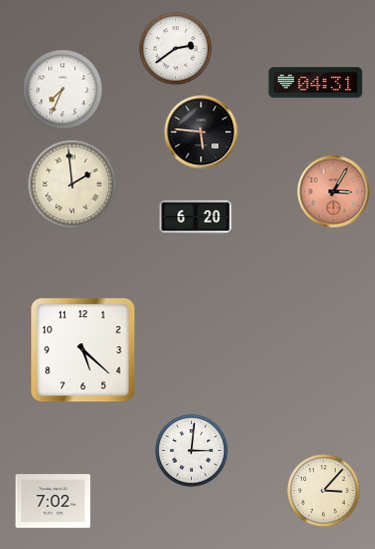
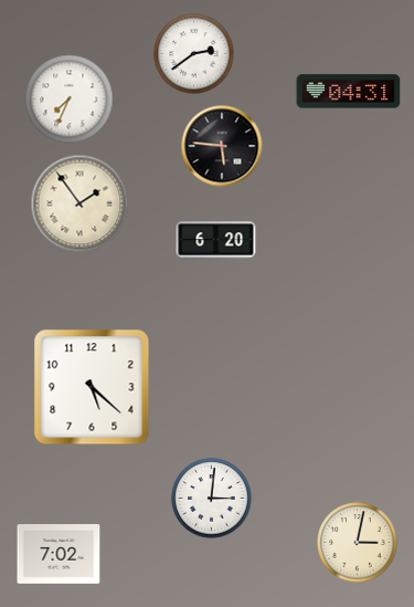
clock at (72, 184): 1:59 -> 1:54
clock at (334, 192): 3:05 -> none
clock at (324, 491): 3:07 -> 3:02
